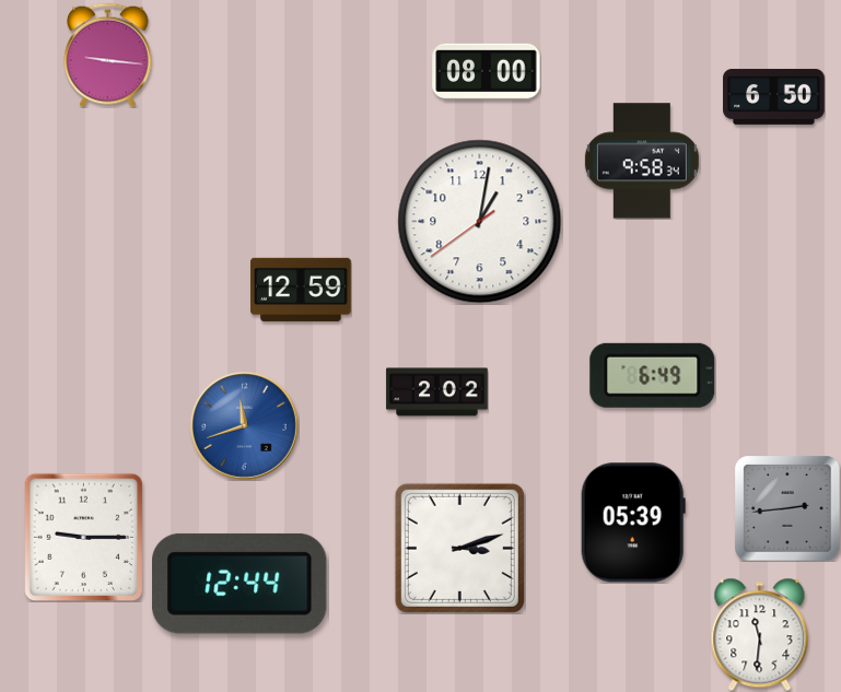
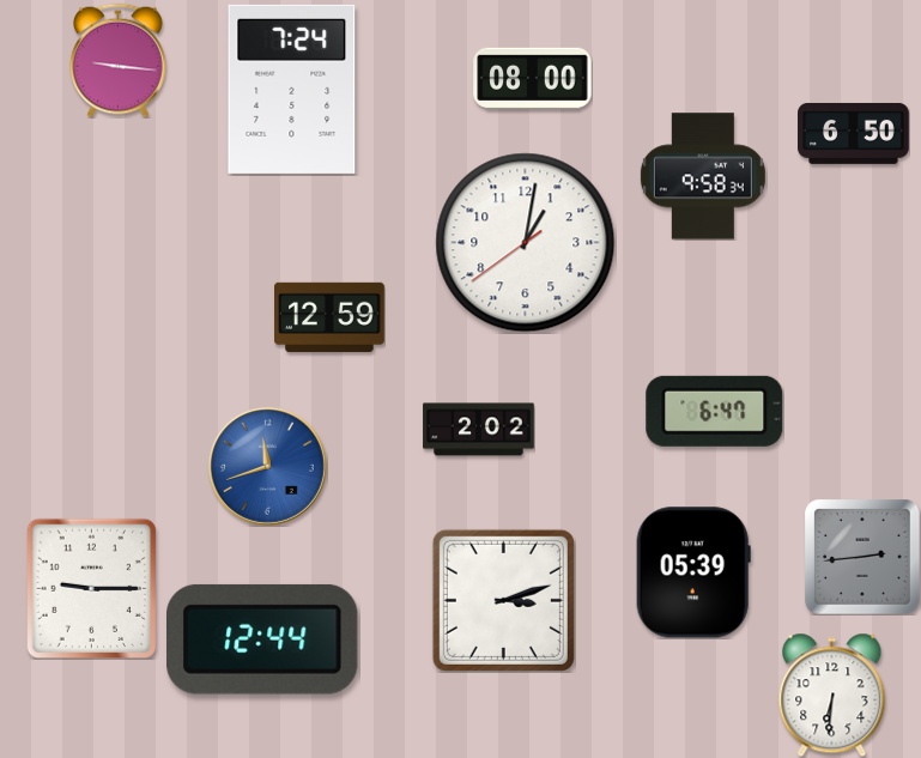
clock at (292, 89): none -> 7:24
clock at (774, 96) position: (774, 96) -> (854, 133)
clock at (653, 375): 6:49 -> 6:47
clock at (760, 634): 11:31 -> 6:31
